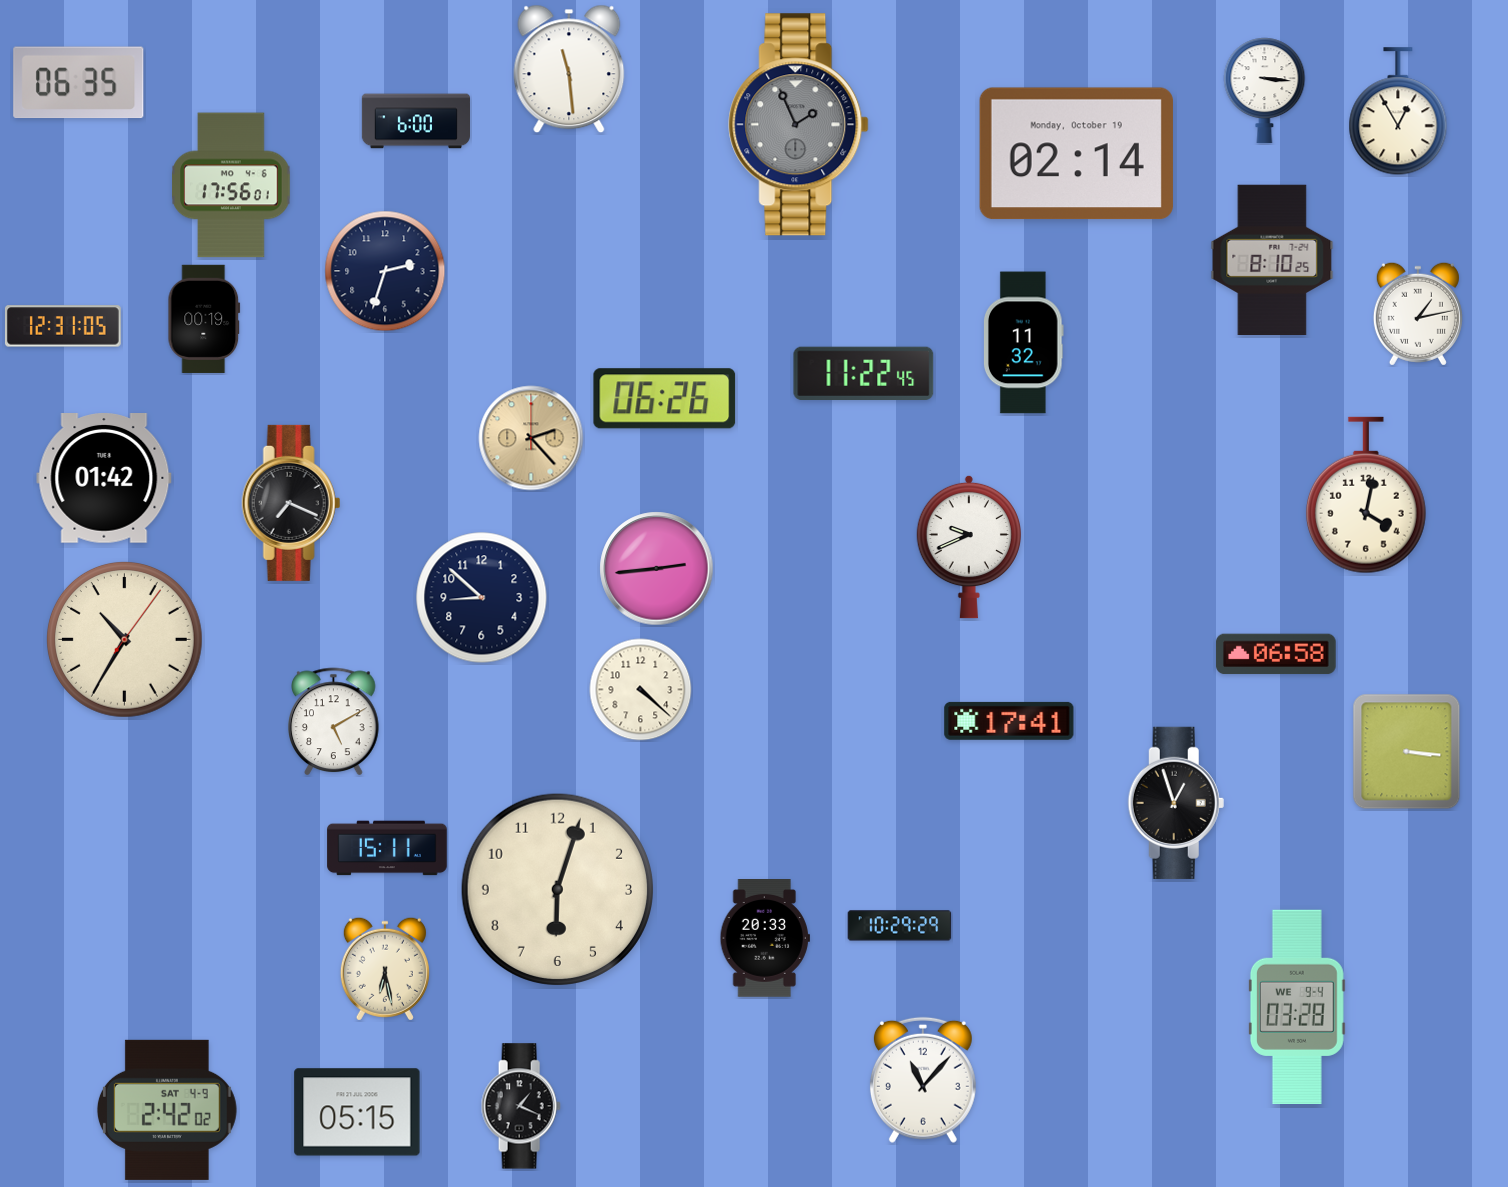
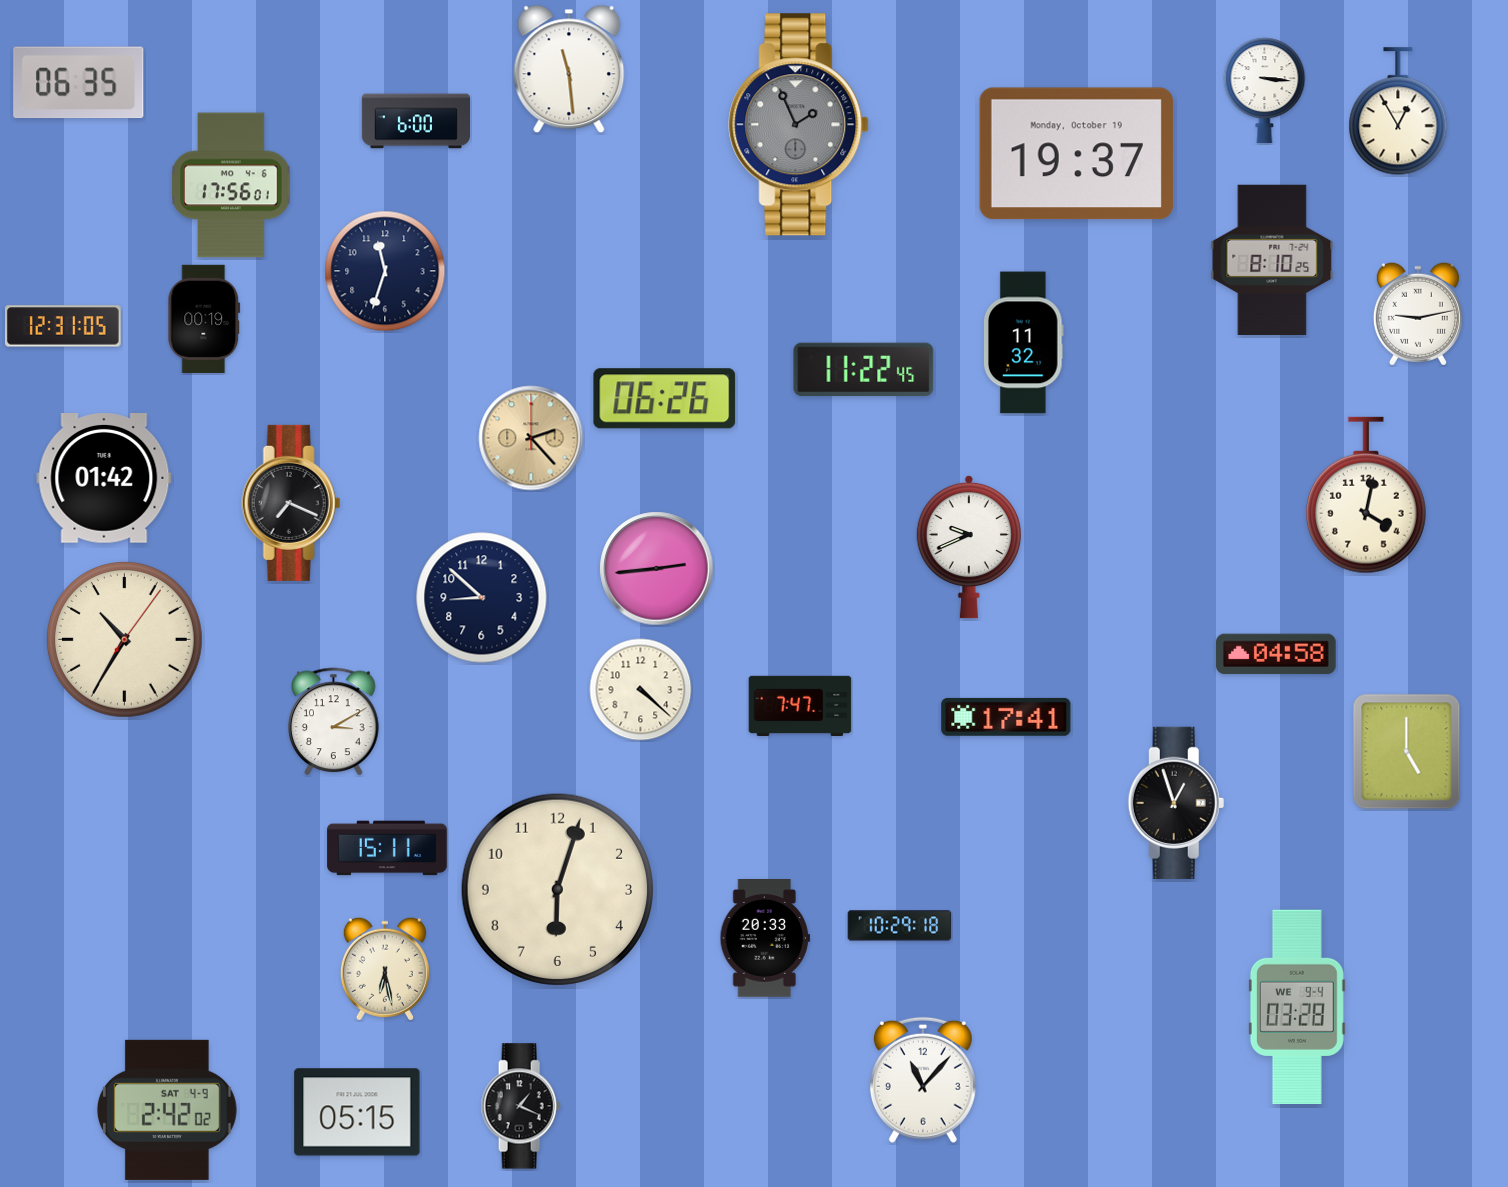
clock at (1076, 154): 02:14 -> 19:37
clock at (385, 271): 2:33 -> 11:33
clock at (1418, 314): 1:13 -> 9:13
clock at (864, 373) position: (864, 373) -> (864, 369)
clock at (1276, 654): 06:58 -> 04:58
clock at (800, 706): none -> 7:47
clock at (334, 721): 5:10 -> 3:10
clock at (1009, 721) position: (1009, 721) -> (1006, 717)
clock at (1407, 752): 3:16 -> 5:00
clock at (900, 926): 10:29:29 -> 10:29:18
